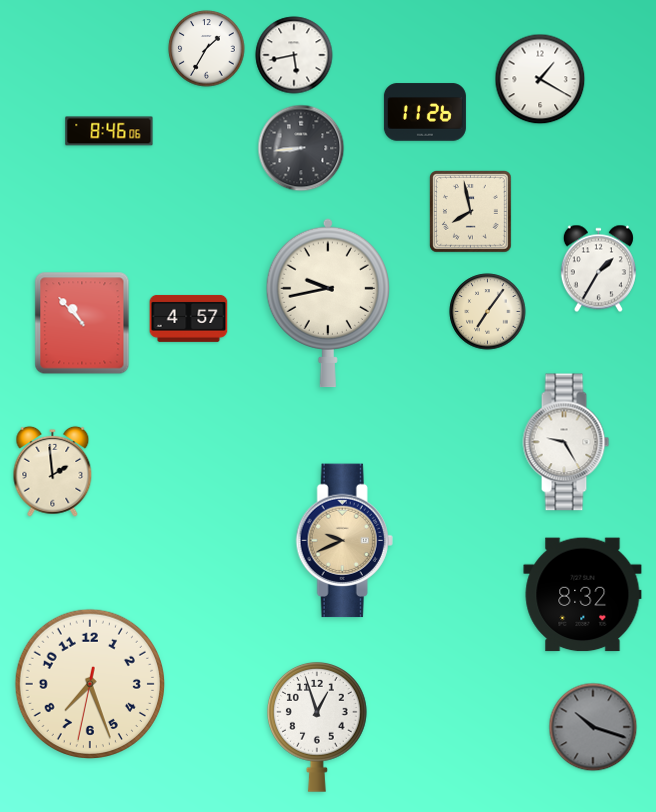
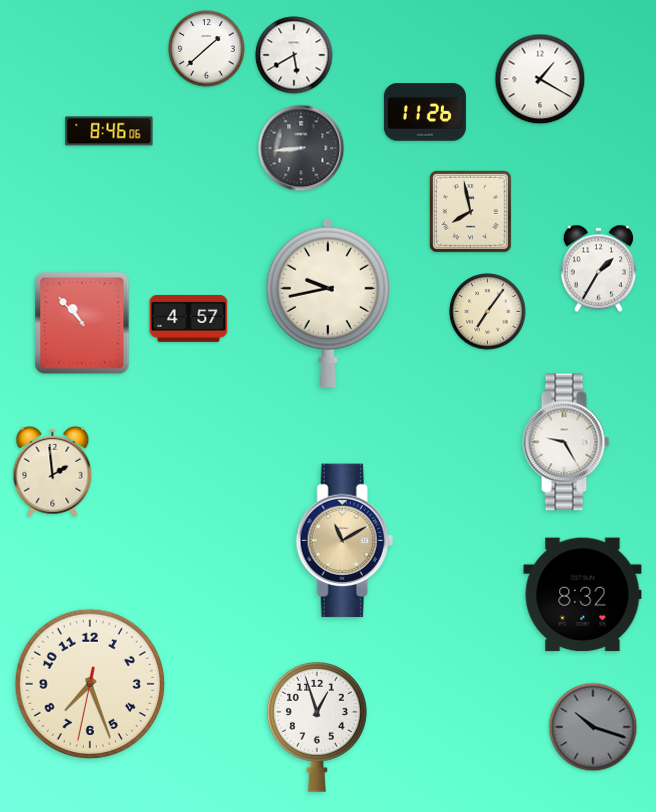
clock at (207, 49): 1:35 -> 1:38
clock at (294, 55): 5:43 -> 5:40
clock at (344, 541): 9:41 -> 11:10
